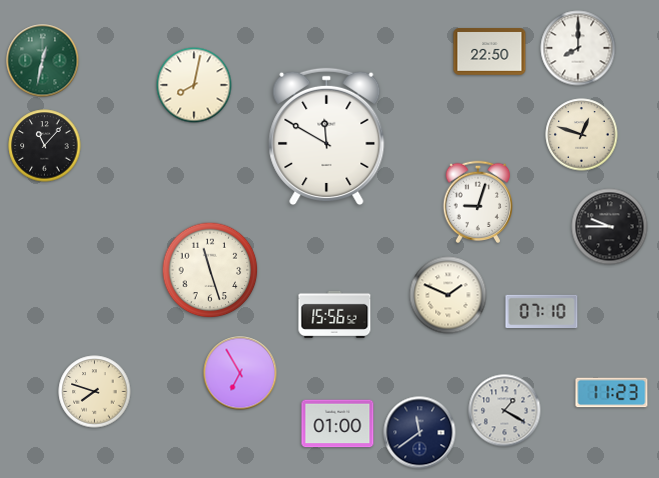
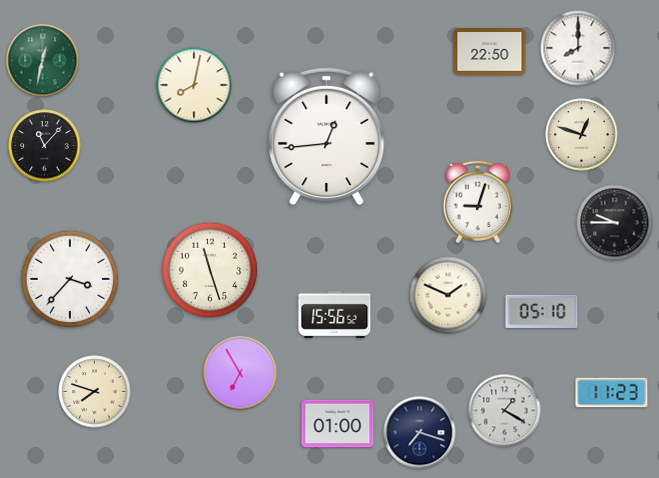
clock at (327, 137): 11:50 -> 12:44
clock at (610, 227) position: (610, 227) -> (615, 223)
clock at (70, 279): none -> 3:37
clock at (542, 312): 07:10 -> 05:10
clock at (420, 433): 11:39 -> 7:18
